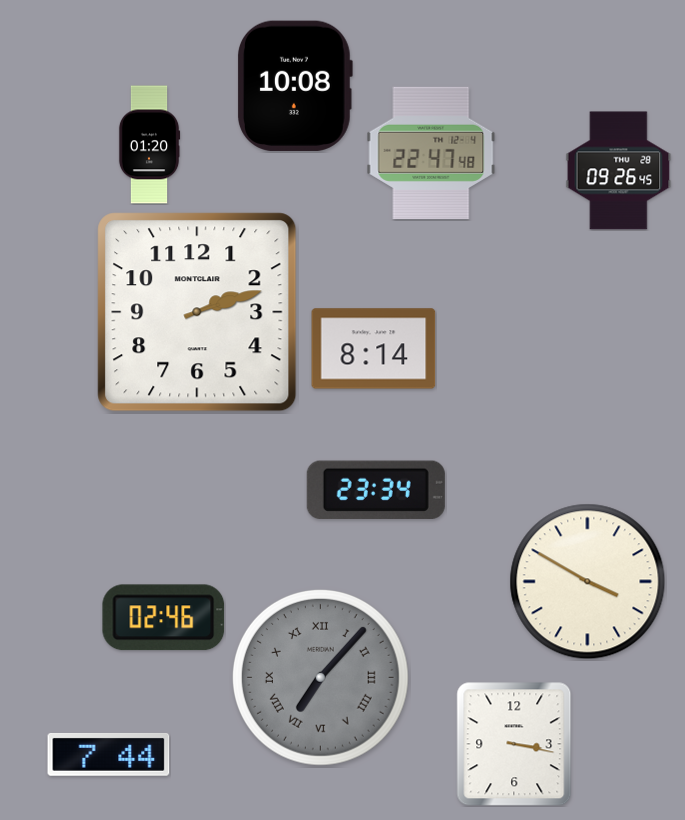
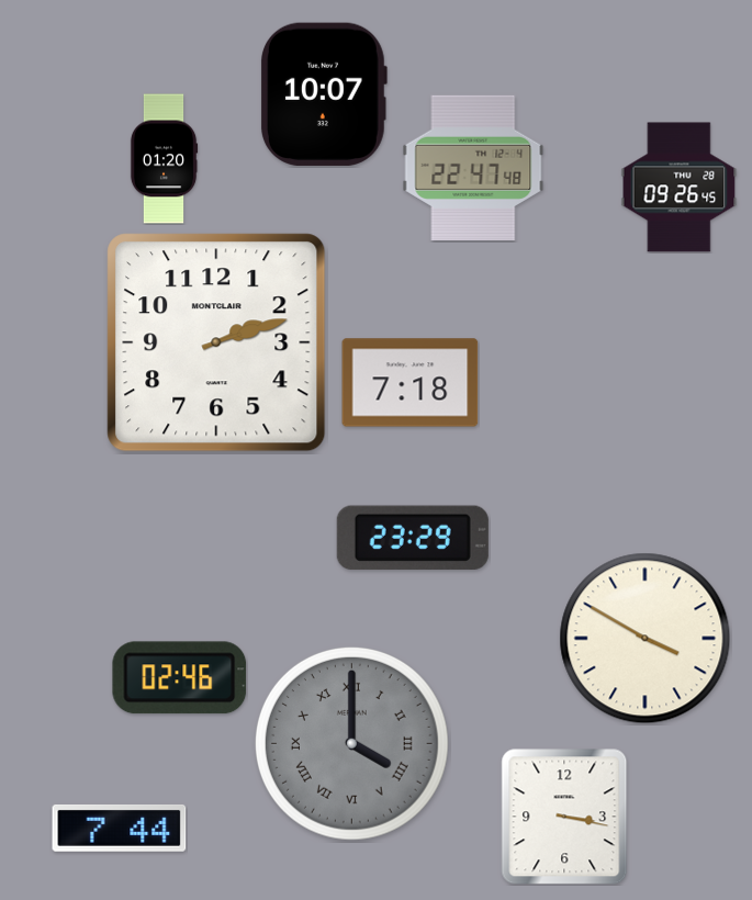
clock at (295, 86): 10:08 -> 10:07
clock at (374, 349): 8:14 -> 7:18
clock at (376, 490): 23:34 -> 23:29
clock at (320, 677): 7:07 -> 4:00
